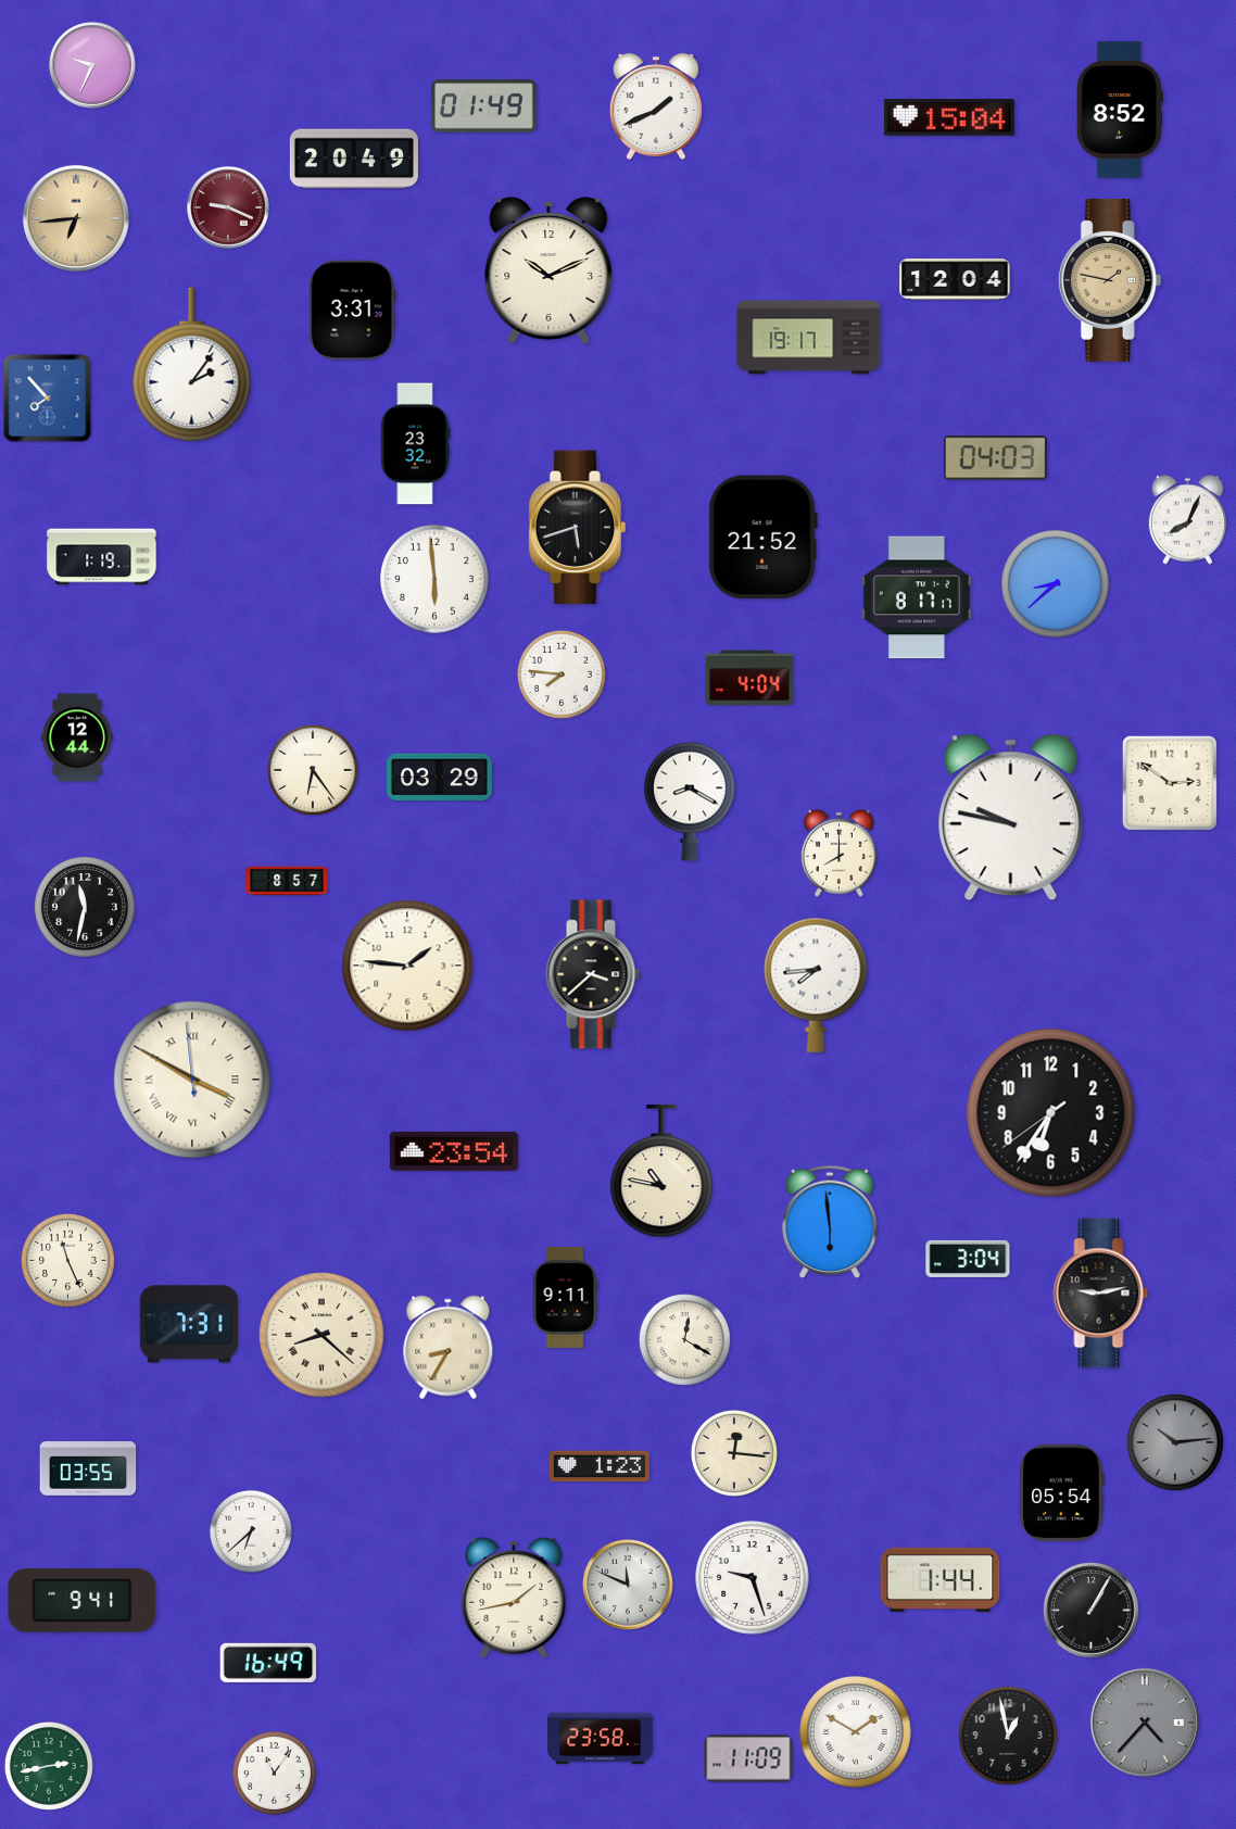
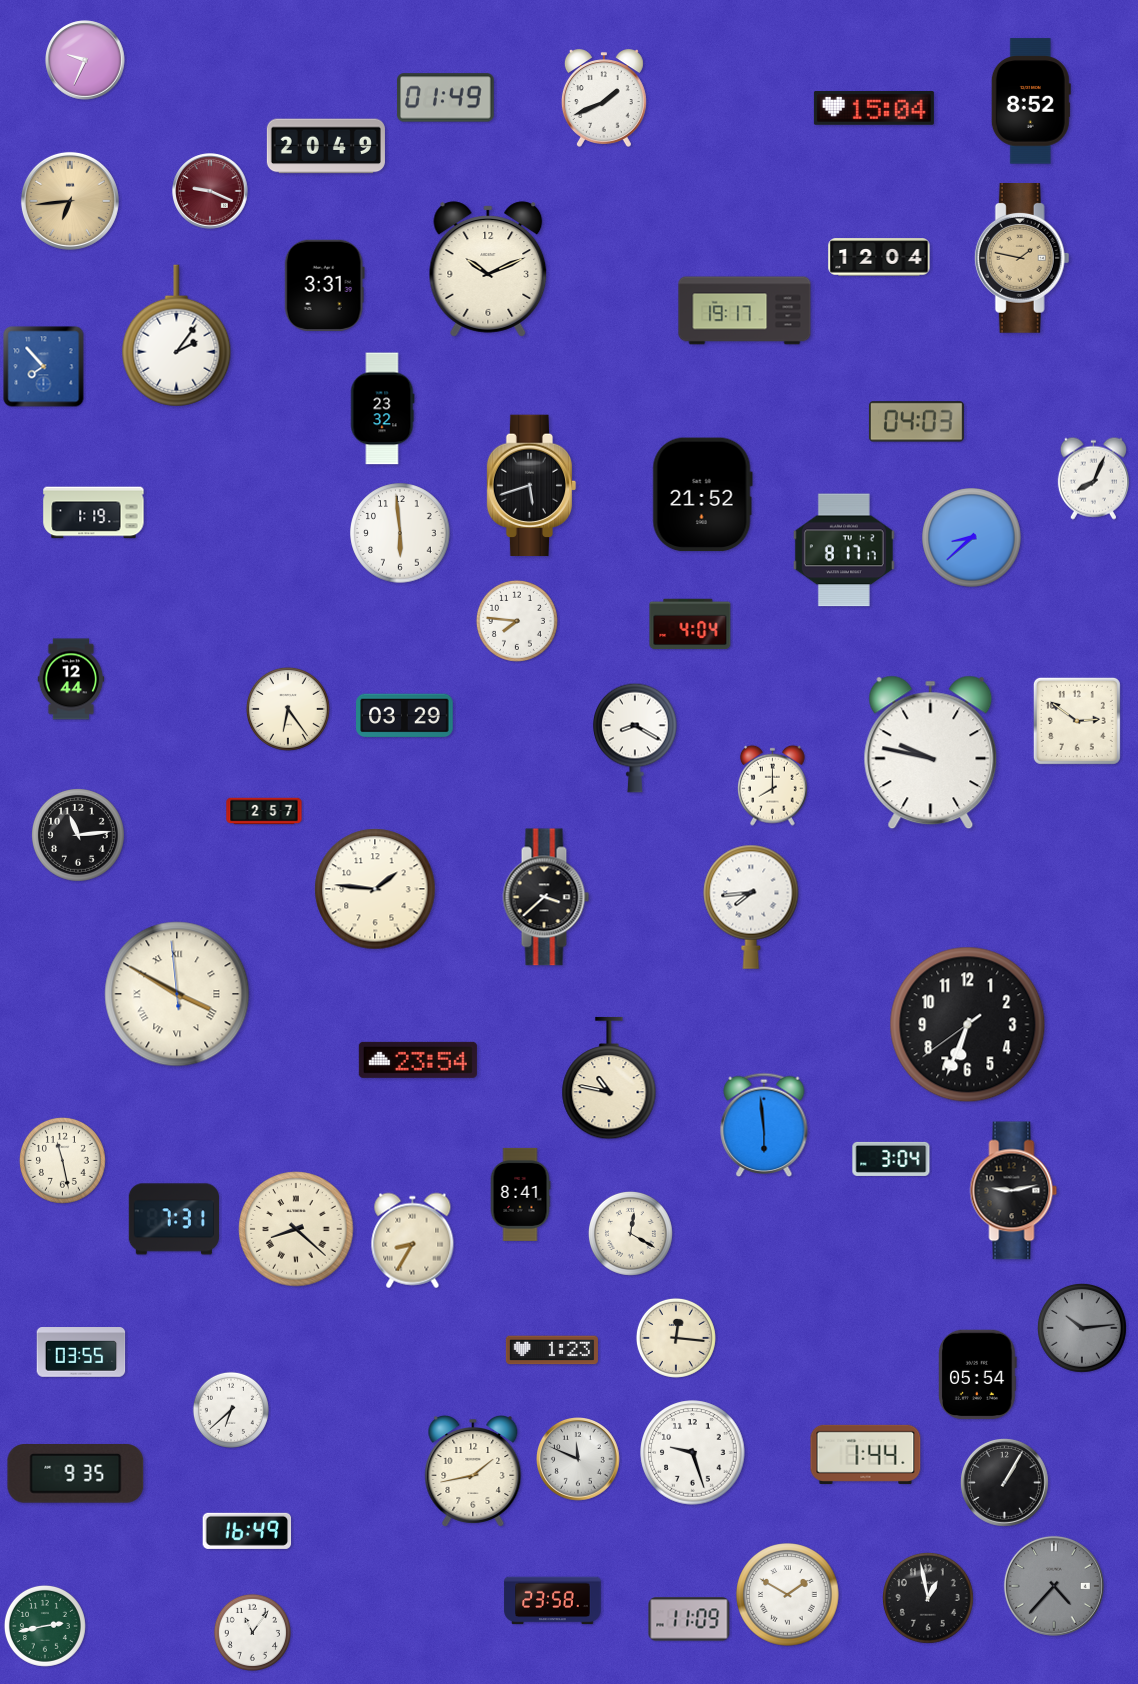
clock at (548, 270) position: (548, 270) -> (488, 269)
clock at (287, 881): 8:57 -> 2:57
clock at (86, 908): 11:32 -> 11:14
clock at (1051, 1113): 6:35 -> 6:33
clock at (67, 1260): 11:26 -> 11:28
clock at (565, 1297): 9:11 -> 8:41
clock at (83, 1601): 9:41 -> 9:35
